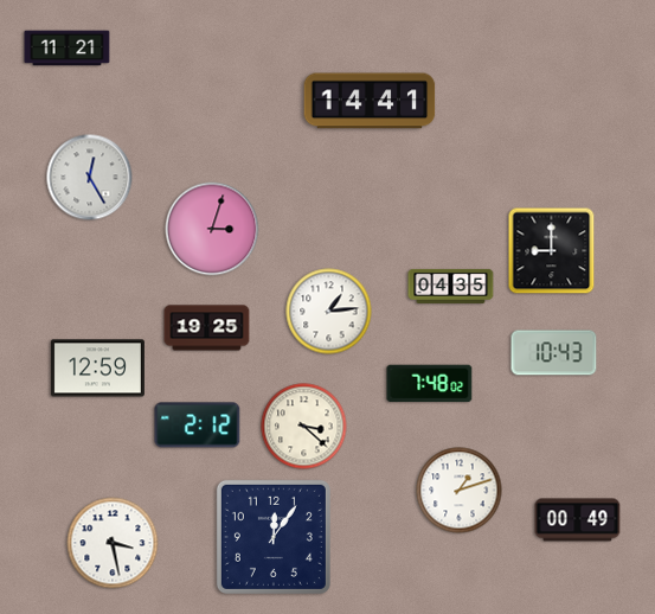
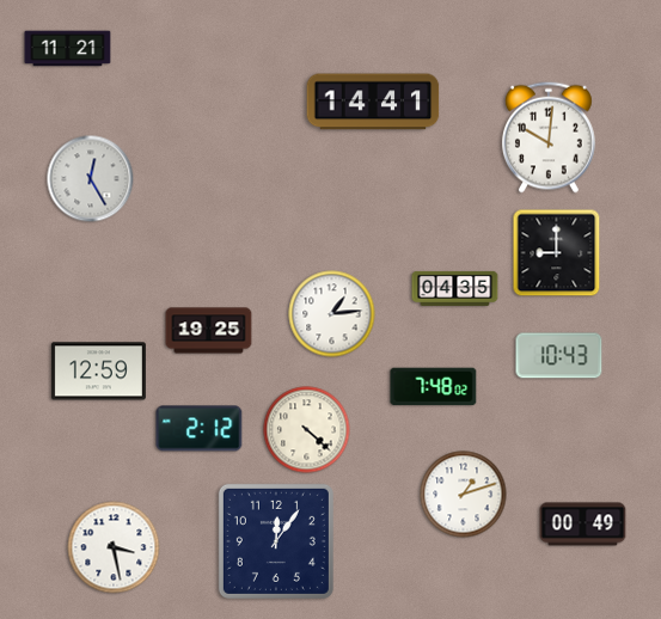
clock at (549, 137): none -> 10:01
clock at (212, 229): 3:03 -> none
clock at (304, 427): 3:22 -> 4:22
